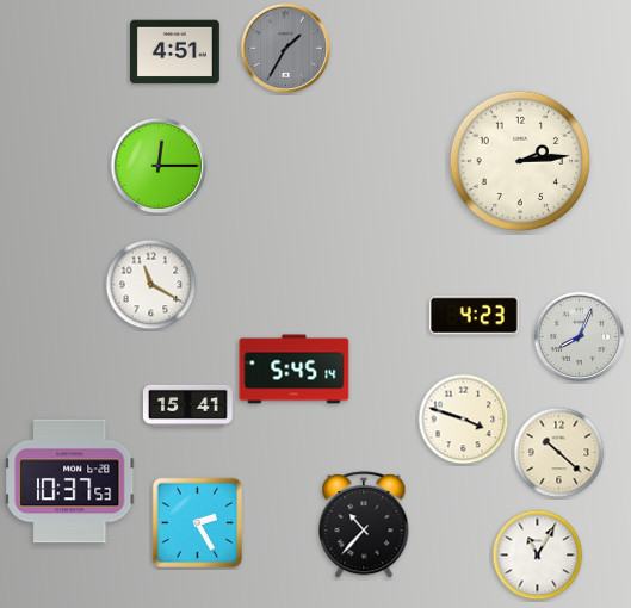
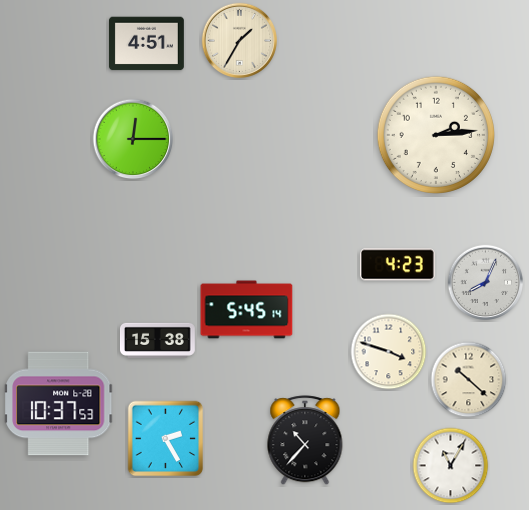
clock at (286, 49) dial: grey -> cream
clock at (151, 285): 11:20 -> none
clock at (188, 405): 15:41 -> 15:38
